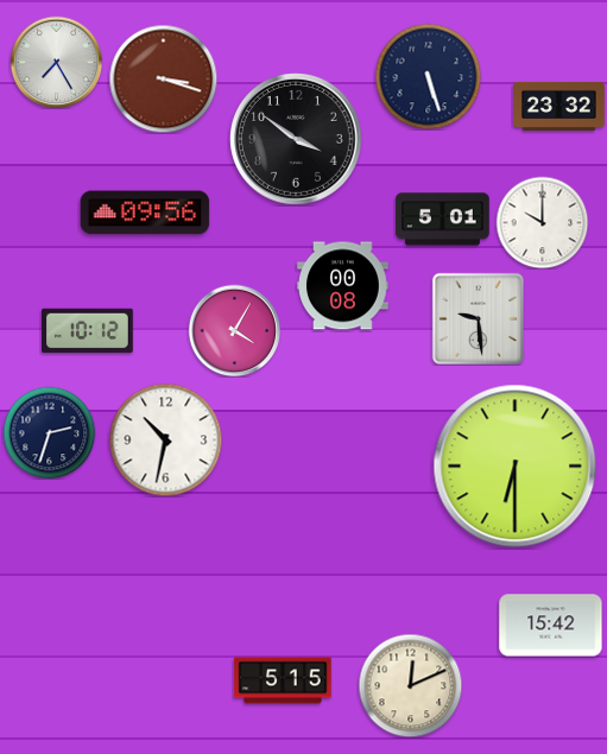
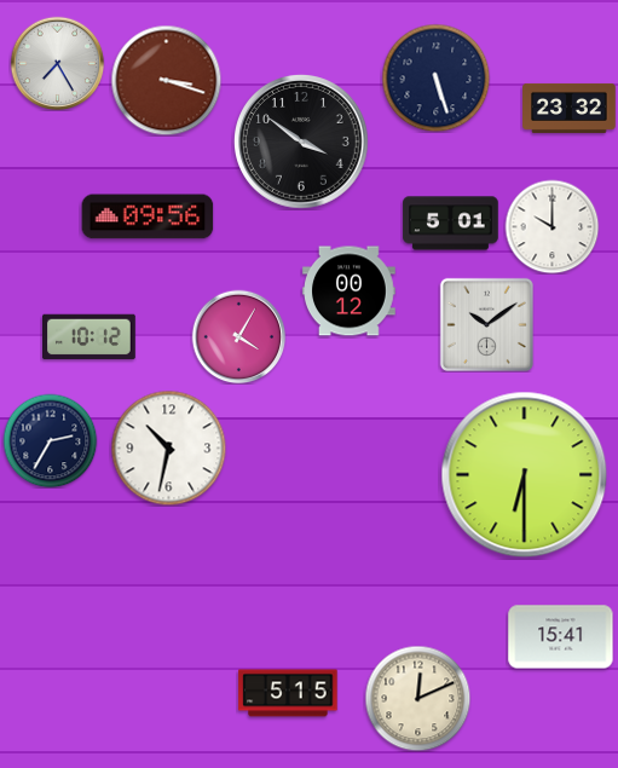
clock at (343, 286): 00:08 -> 00:12
clock at (478, 318): 9:29 -> 10:09
clock at (49, 432): 2:33 -> 2:35
clock at (551, 626): 15:42 -> 15:41
